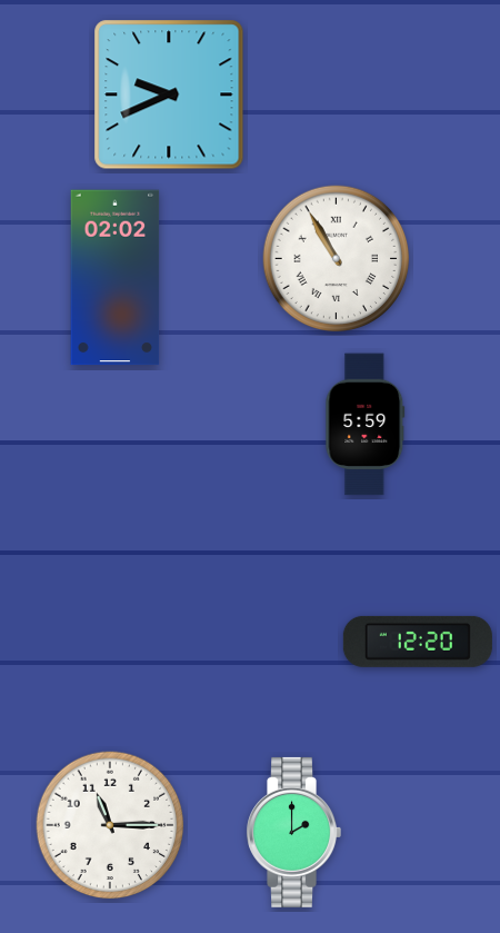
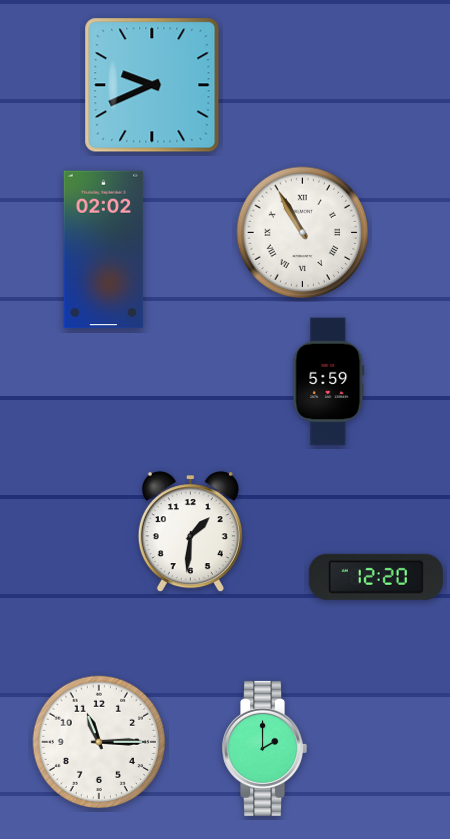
clock at (190, 532): none -> 1:31
